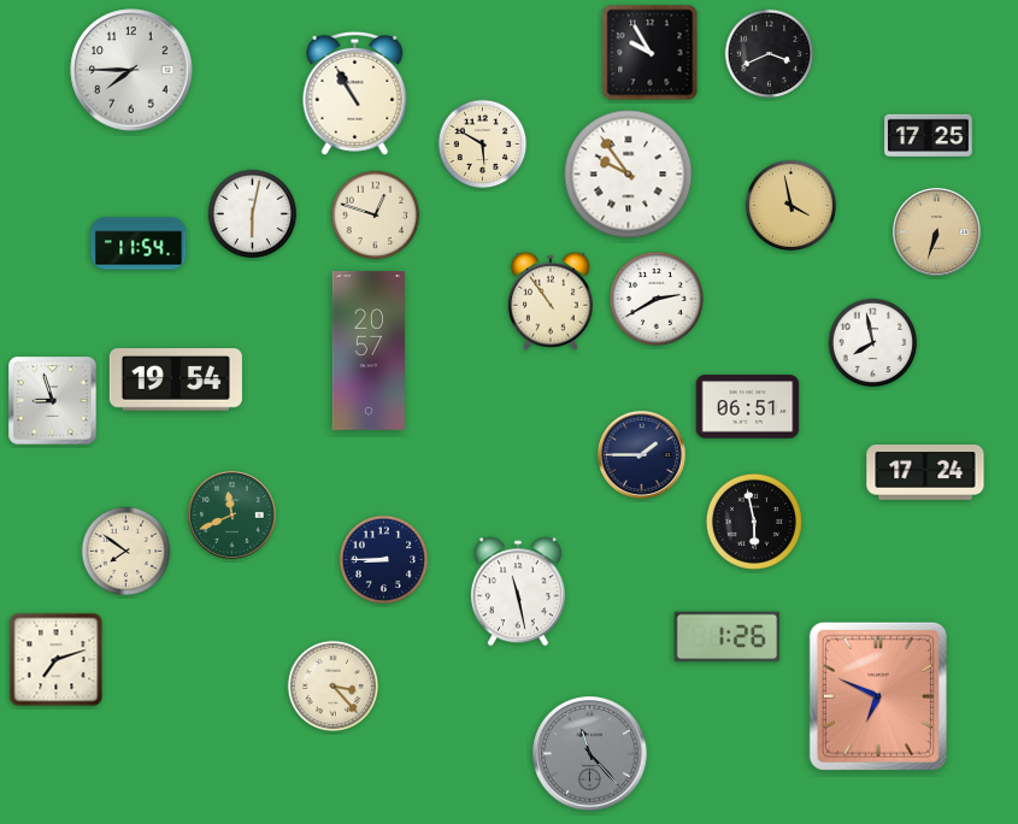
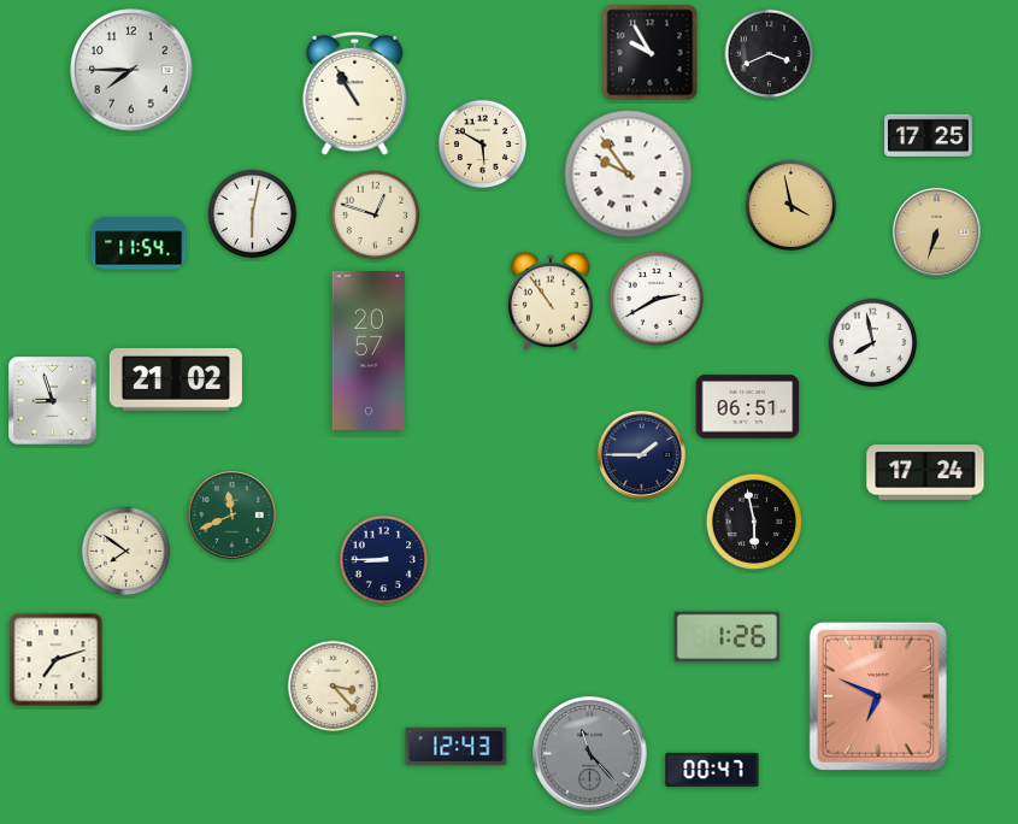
clock at (176, 379): 19:54 -> 21:02
clock at (518, 591): 11:28 -> none
clock at (457, 746): none -> 12:43
clock at (712, 770): none -> 00:47
